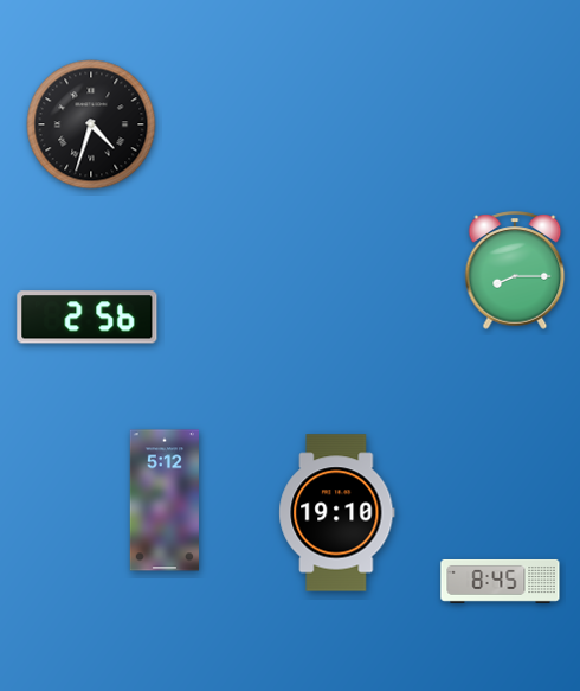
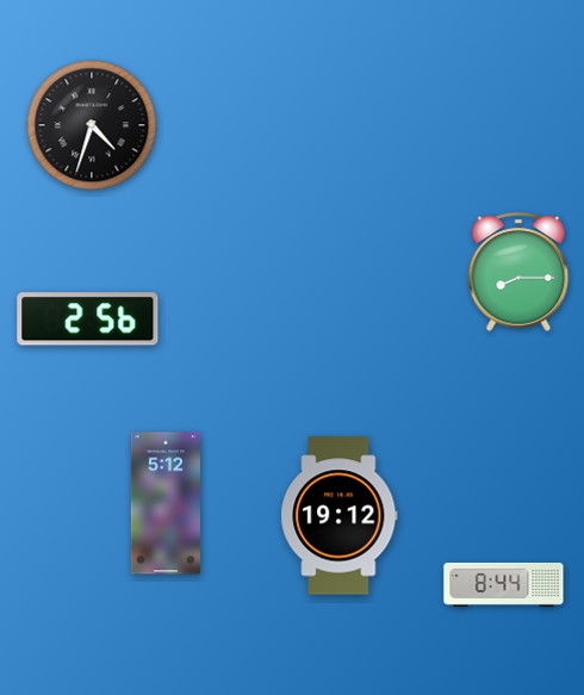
clock at (337, 513): 19:10 -> 19:12
clock at (501, 581): 8:45 -> 8:44
